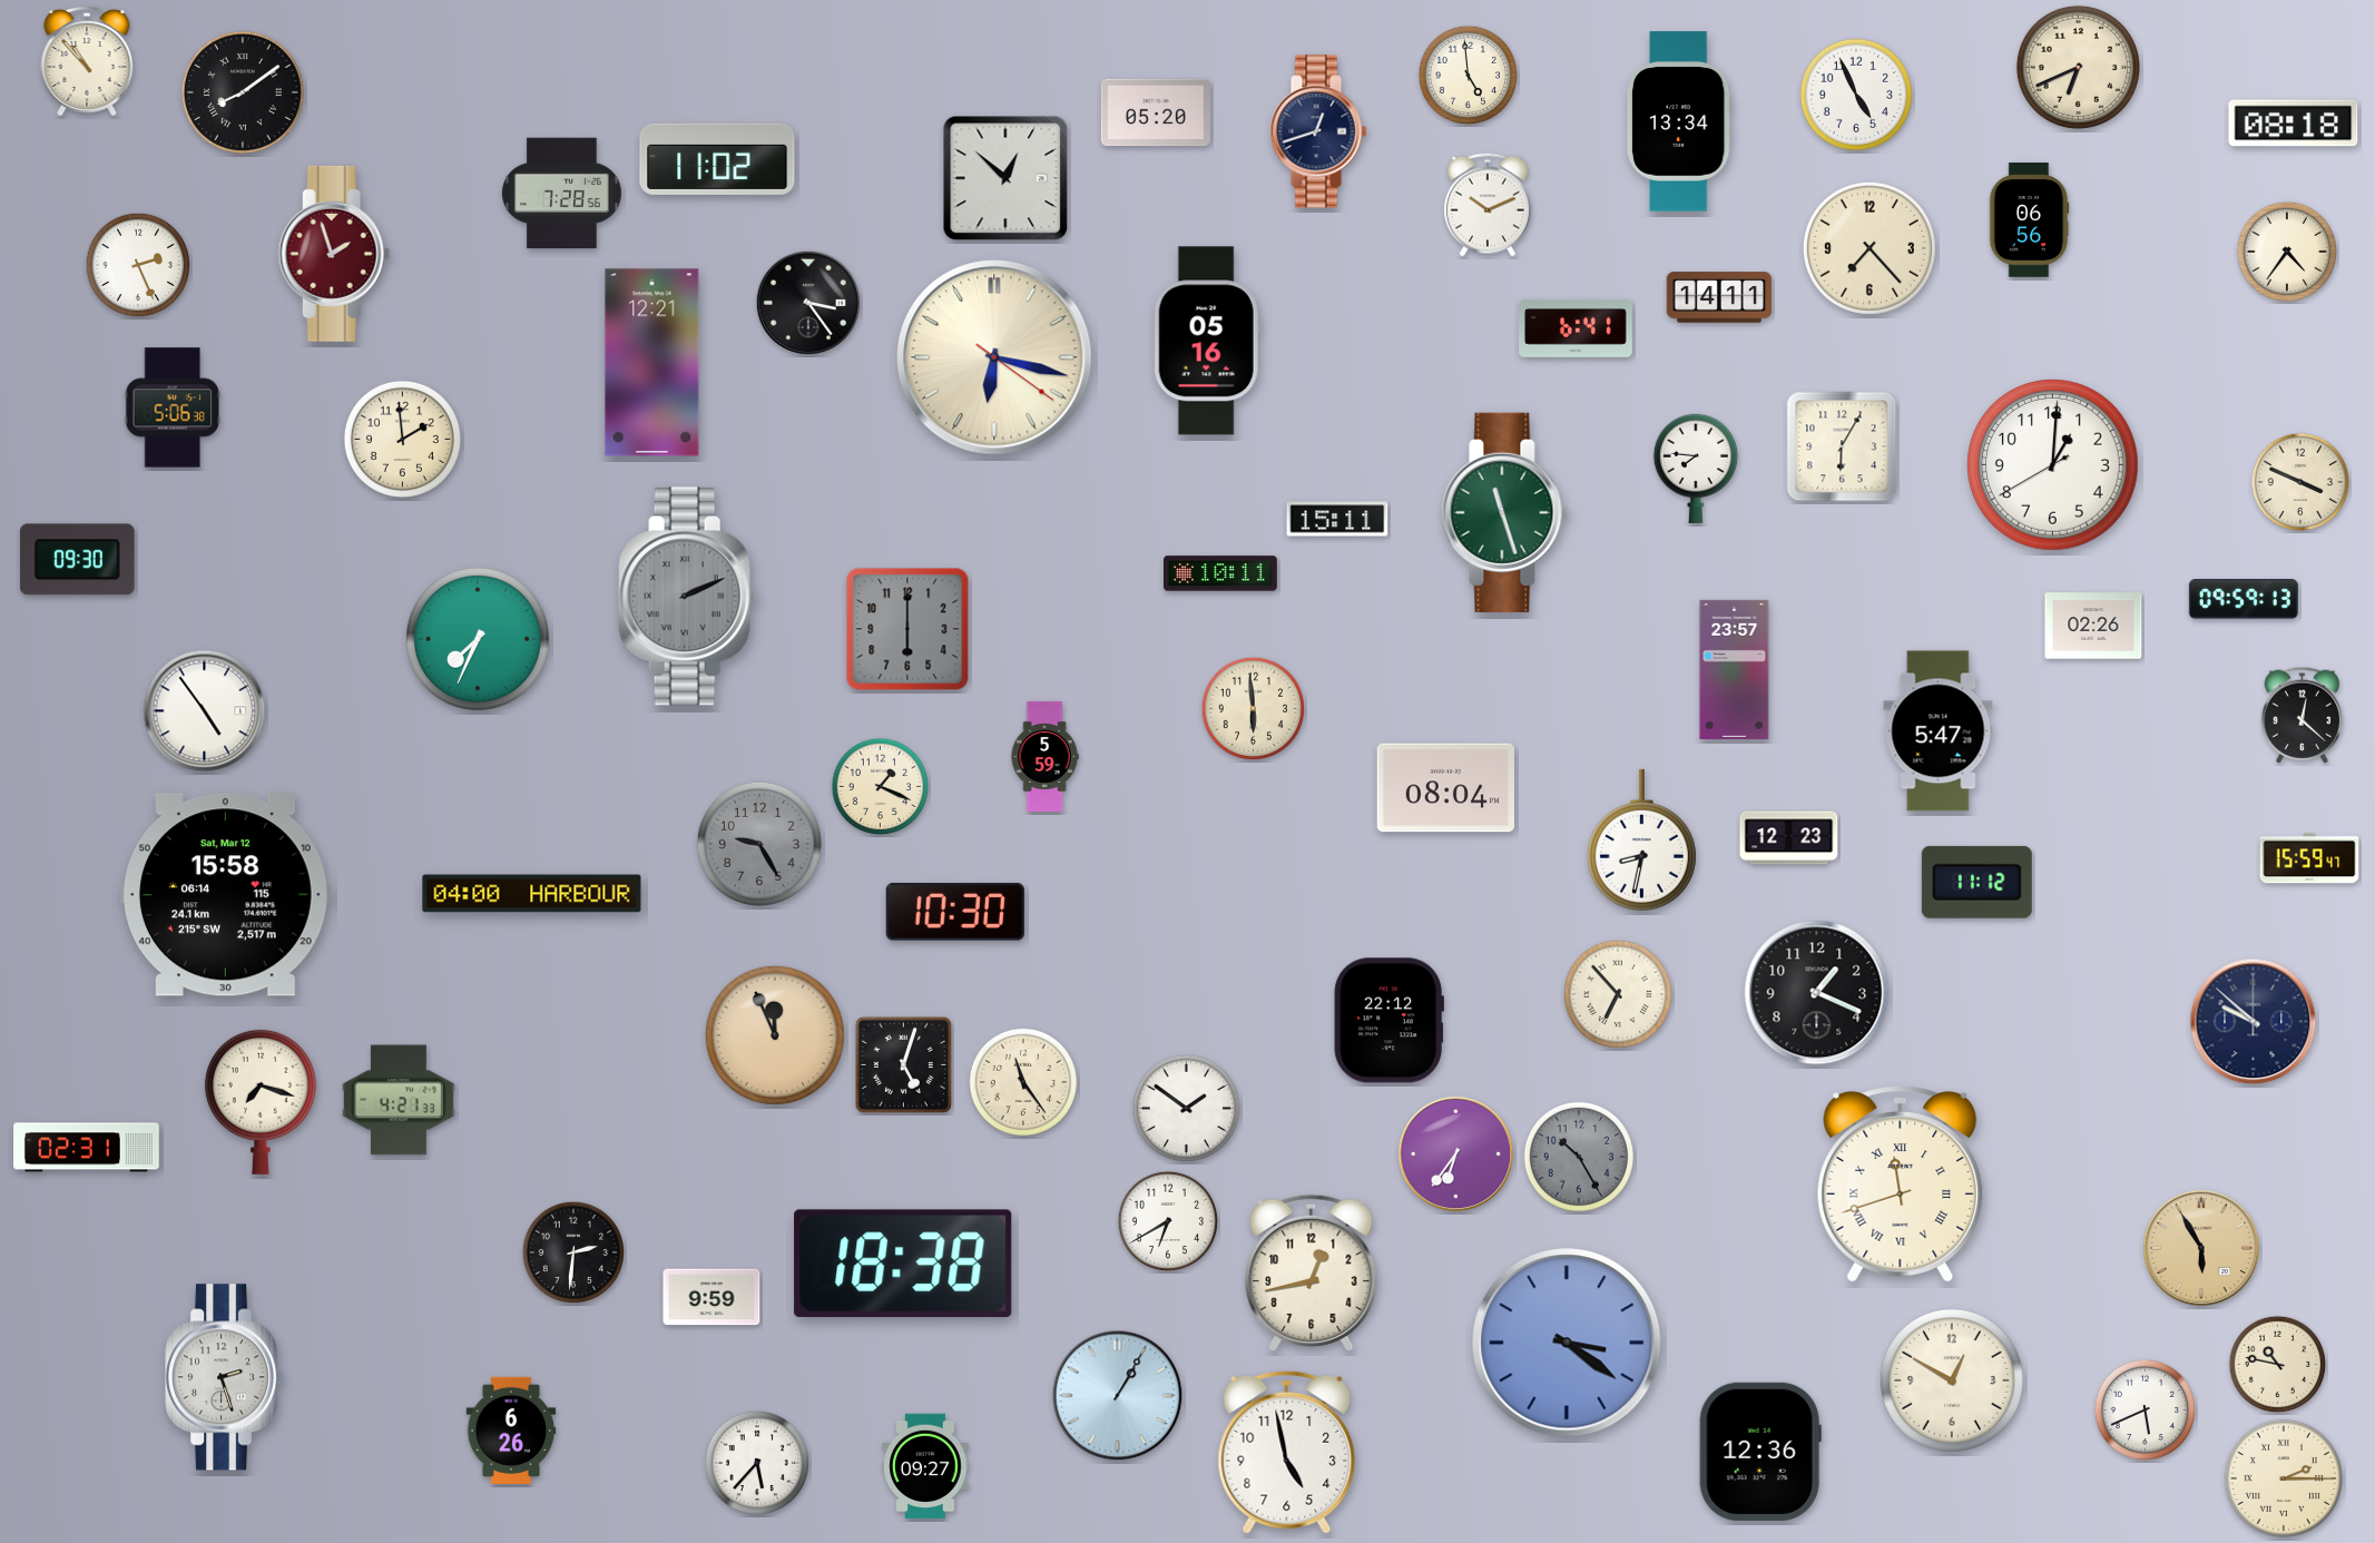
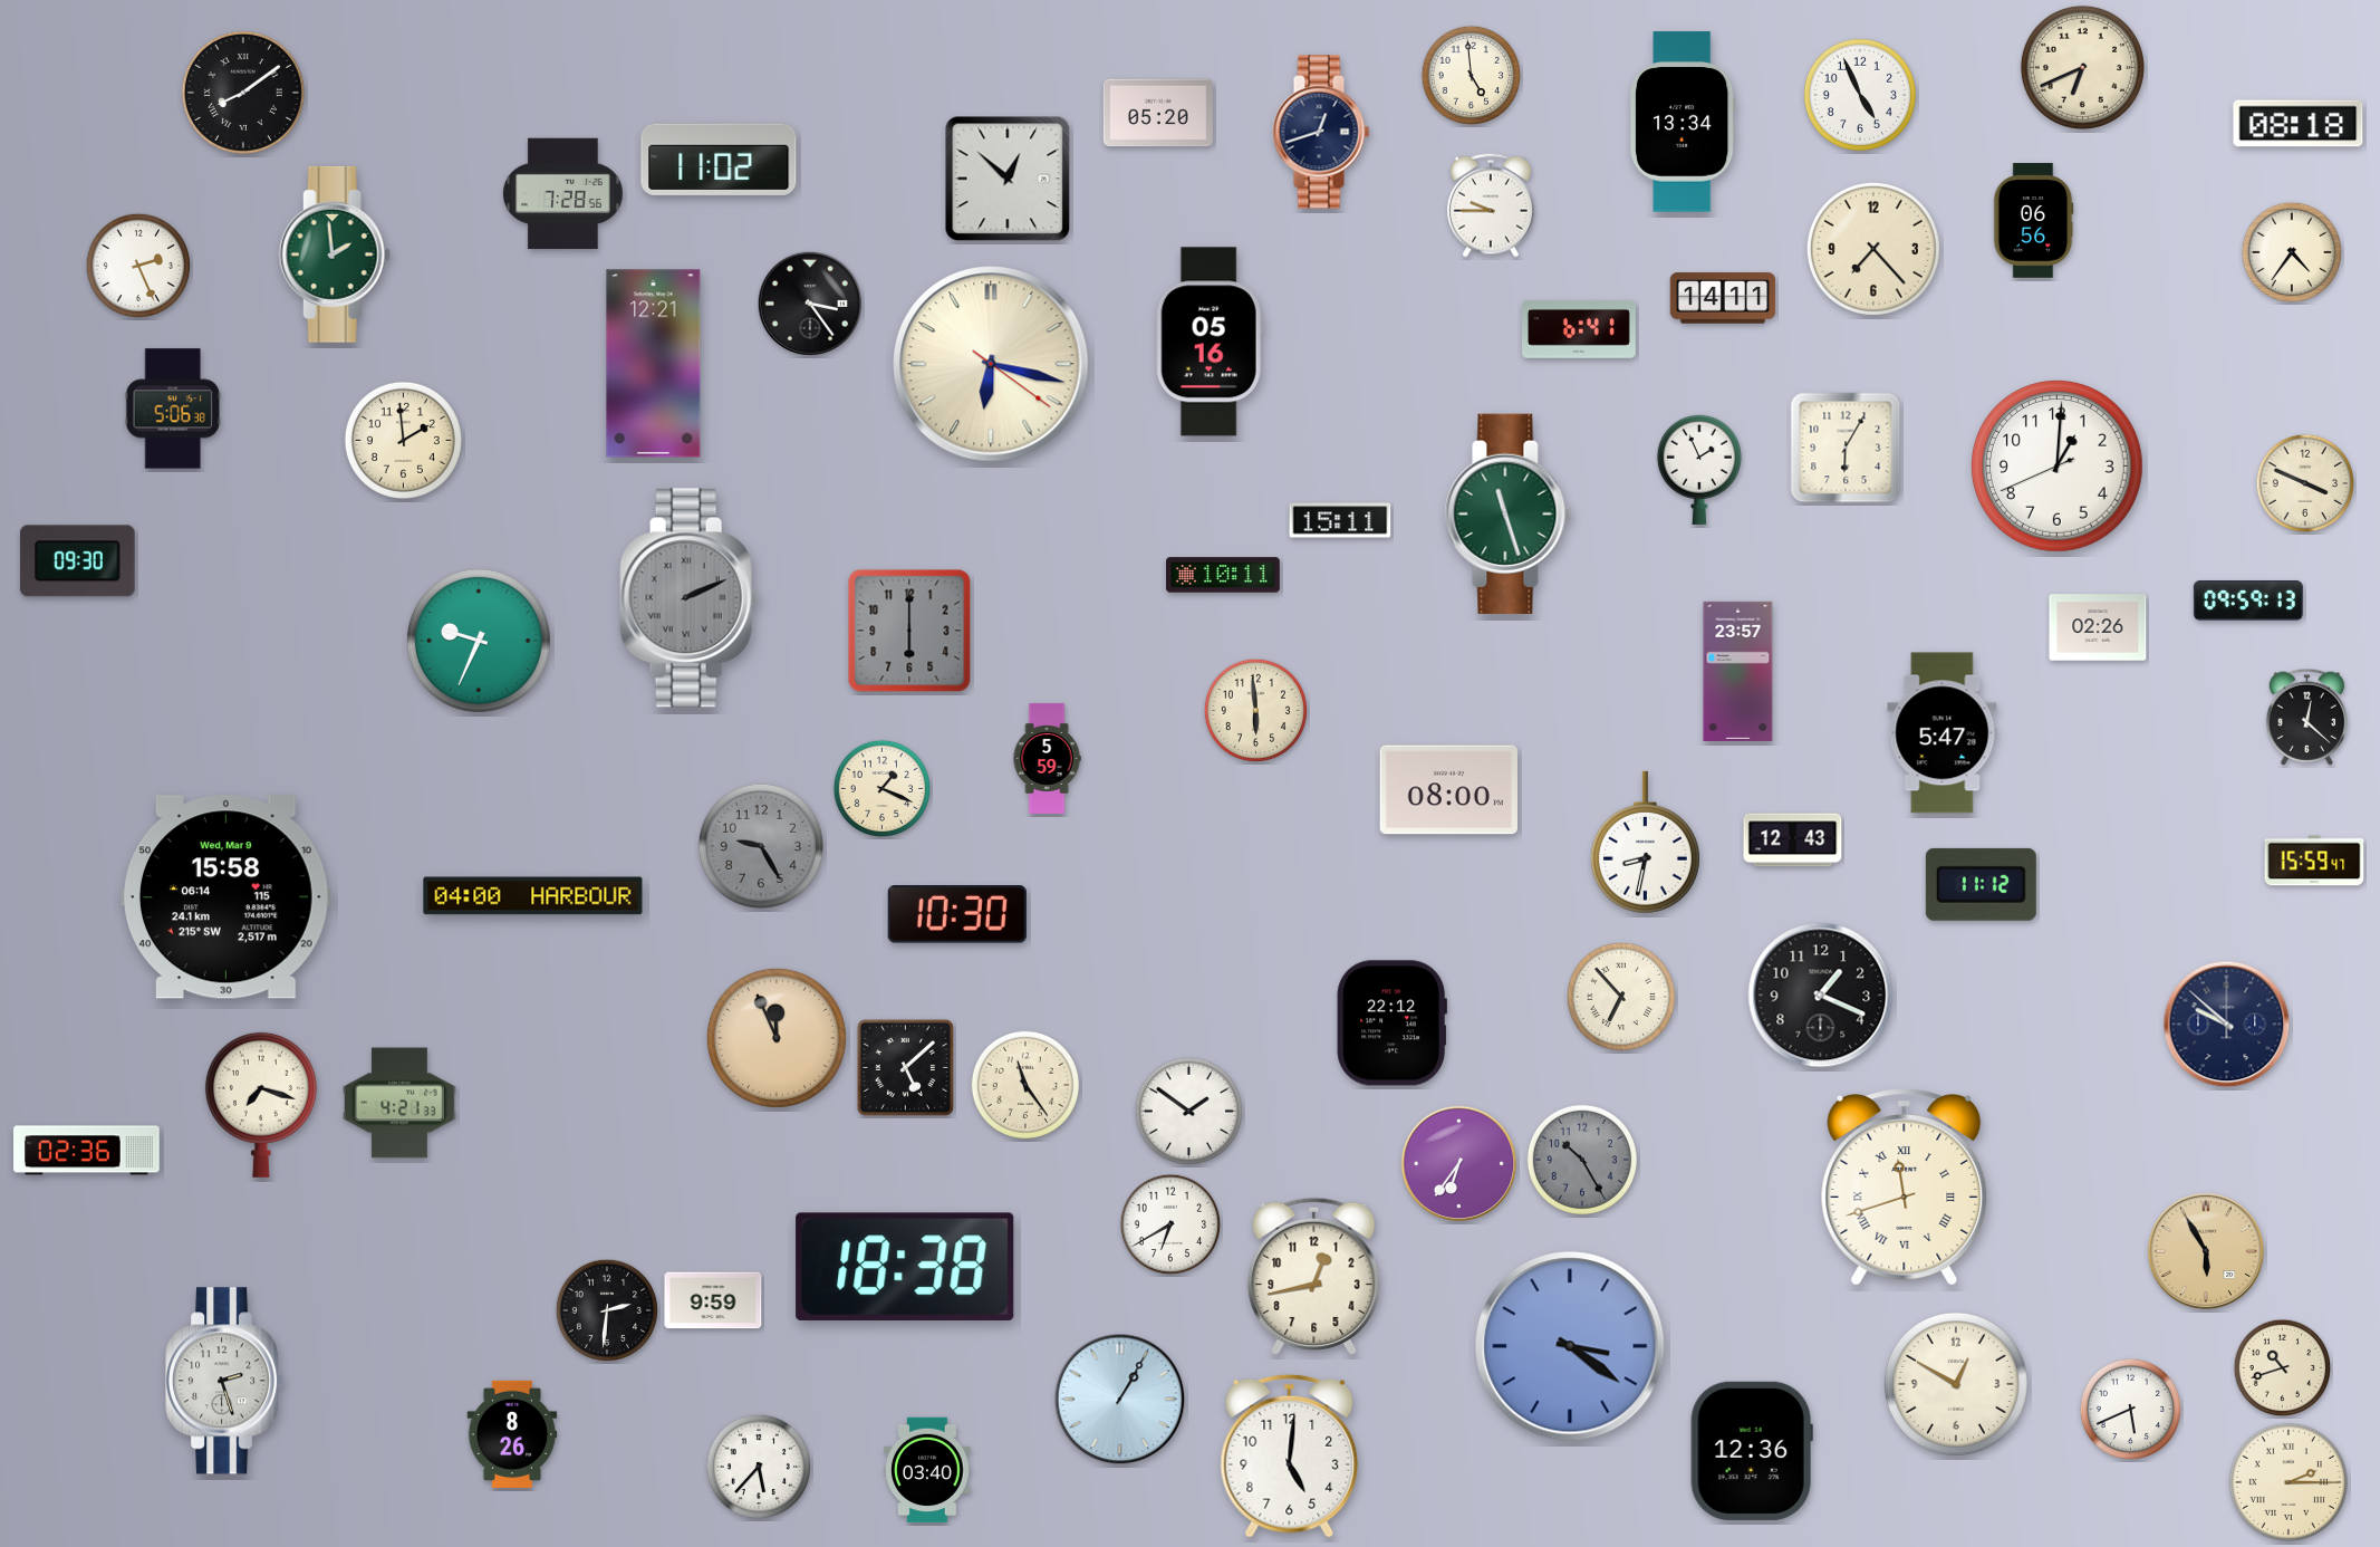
clock at (87, 61): 10:53 -> none
clock at (1488, 205): 10:11 -> 9:45
clock at (334, 254): 1:57 -> 1:59
clock at (334, 254) dial: burgundy -> green
clock at (994, 357) position: (994, 357) -> (991, 364)
clock at (2053, 465): 1:00:40 -> 1:00:41
clock at (1696, 469): 7:46 -> 1:56
clock at (478, 639): 7:34 -> 9:34
clock at (205, 711): 4:54 -> none
clock at (1445, 788): 08:04 -> 08:00
clock at (1789, 838): 12:23 -> 12:43
clock at (225, 895) date: Sat, Mar 12 -> Wed, Mar 9
clock at (2254, 1022) position: (2254, 1022) -> (2227, 1025)
clock at (903, 1064): 5:03 -> 5:08
clock at (87, 1148): 02:31 -> 02:36
clock at (1456, 1154) position: (1456, 1154) -> (1459, 1164)
clock at (572, 1251) position: (572, 1251) -> (606, 1309)
clock at (2278, 1365): 10:47 -> 10:42
clock at (2146, 1411) position: (2146, 1411) -> (2131, 1410)
clock at (511, 1429): 6:26 -> 8:26
clock at (1287, 1452): 4:58 -> 5:01
clock at (1760, 1452) position: (1760, 1452) -> (1752, 1451)
clock at (925, 1466): 09:27 -> 03:40
